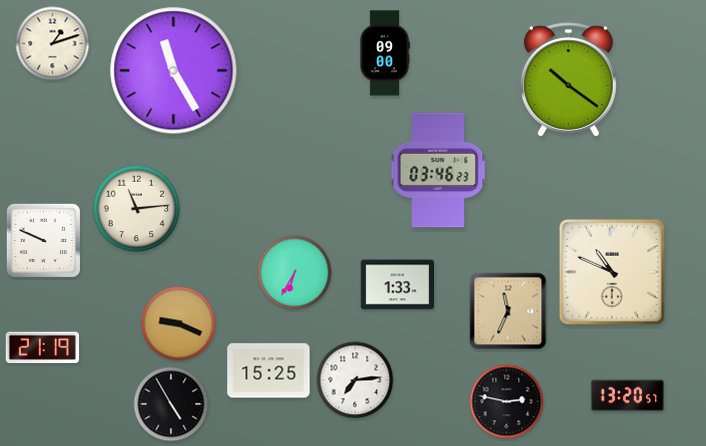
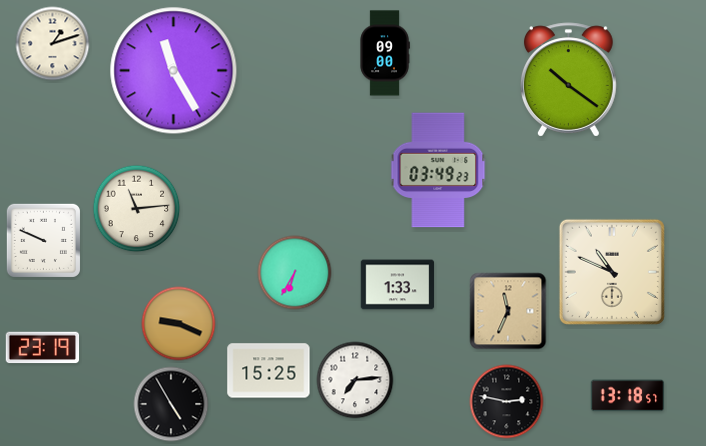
clock at (438, 170): 03:46 -> 03:49
clock at (43, 348): 21:19 -> 23:19
clock at (628, 396): 13:20 -> 13:18
